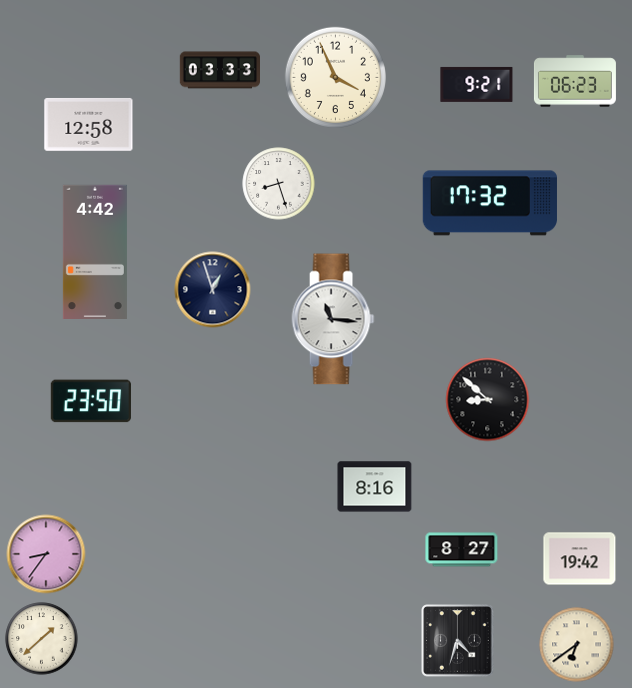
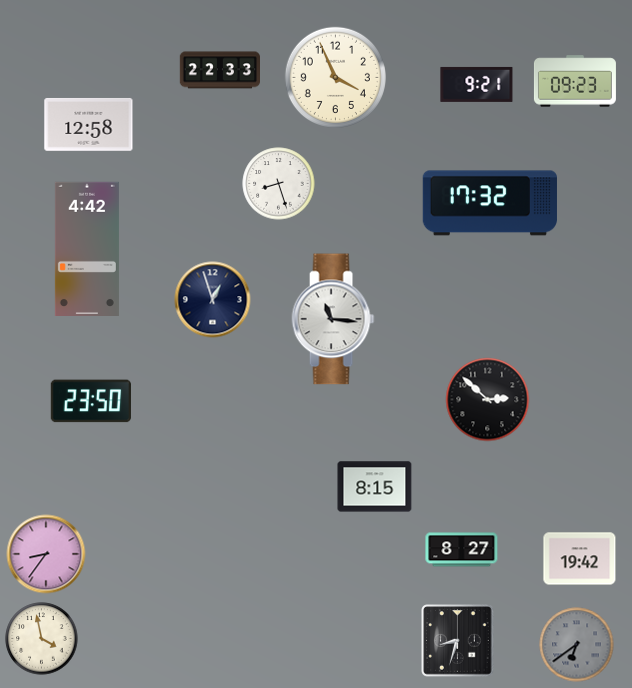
clock at (219, 70): 03:33 -> 22:33
clock at (575, 81): 06:23 -> 09:23
clock at (95, 251) position: (95, 251) -> (87, 248)
clock at (213, 290) position: (213, 290) -> (213, 300)
clock at (488, 400): 8:52 -> 2:52
clock at (375, 487): 8:16 -> 8:15
clock at (42, 639): 1:38 -> 3:58
clock at (458, 641): 4:33 -> 8:33
clock at (577, 645) dial: cream -> grey
